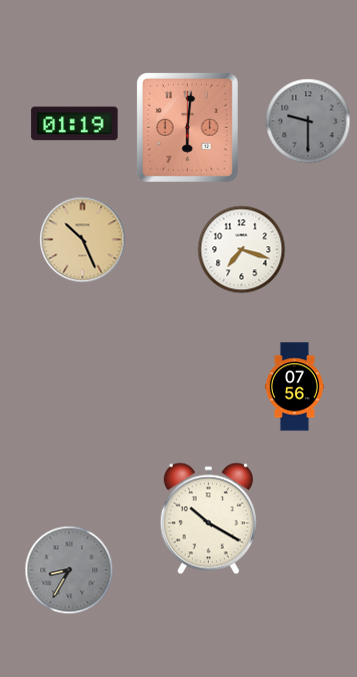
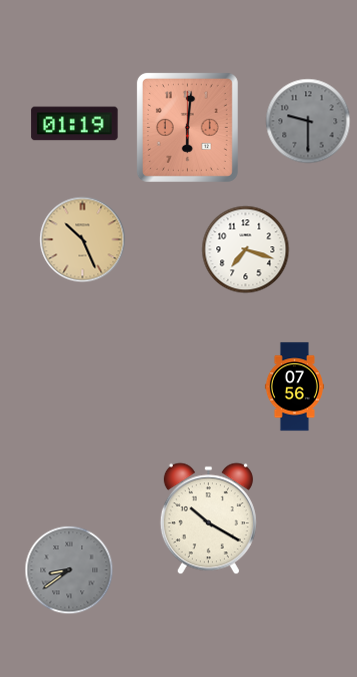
clock at (242, 250) position: (242, 250) -> (246, 250)
clock at (69, 570): 8:35 -> 8:39
